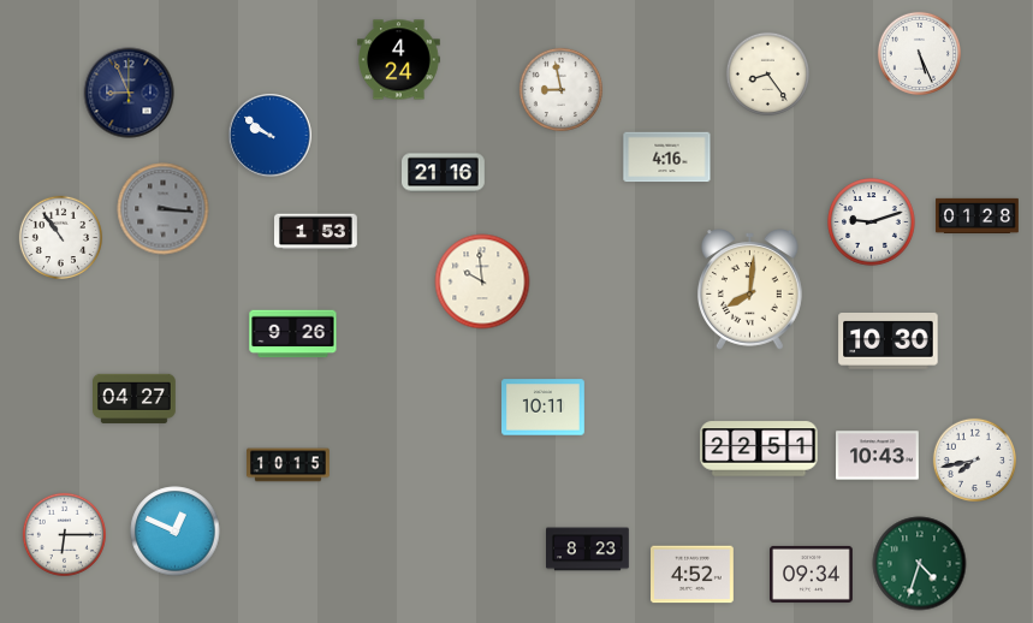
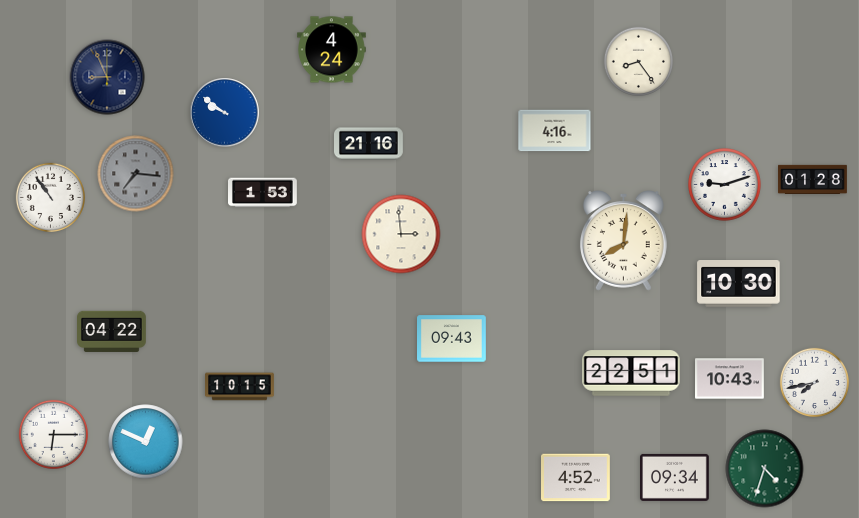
clock at (919, 53): 5:26 -> none
clock at (560, 89): 8:58 -> none
clock at (164, 209): 3:16 -> 7:16
clock at (482, 281): 9:59 -> 2:59
clock at (293, 334): 9:26 -> none
clock at (135, 398): 04:27 -> 04:22
clock at (544, 408): 10:11 -> 09:43
clock at (974, 459) position: (974, 459) -> (814, 382)
clock at (64, 534) position: (64, 534) -> (53, 434)
clock at (588, 550): 8:23 -> none
